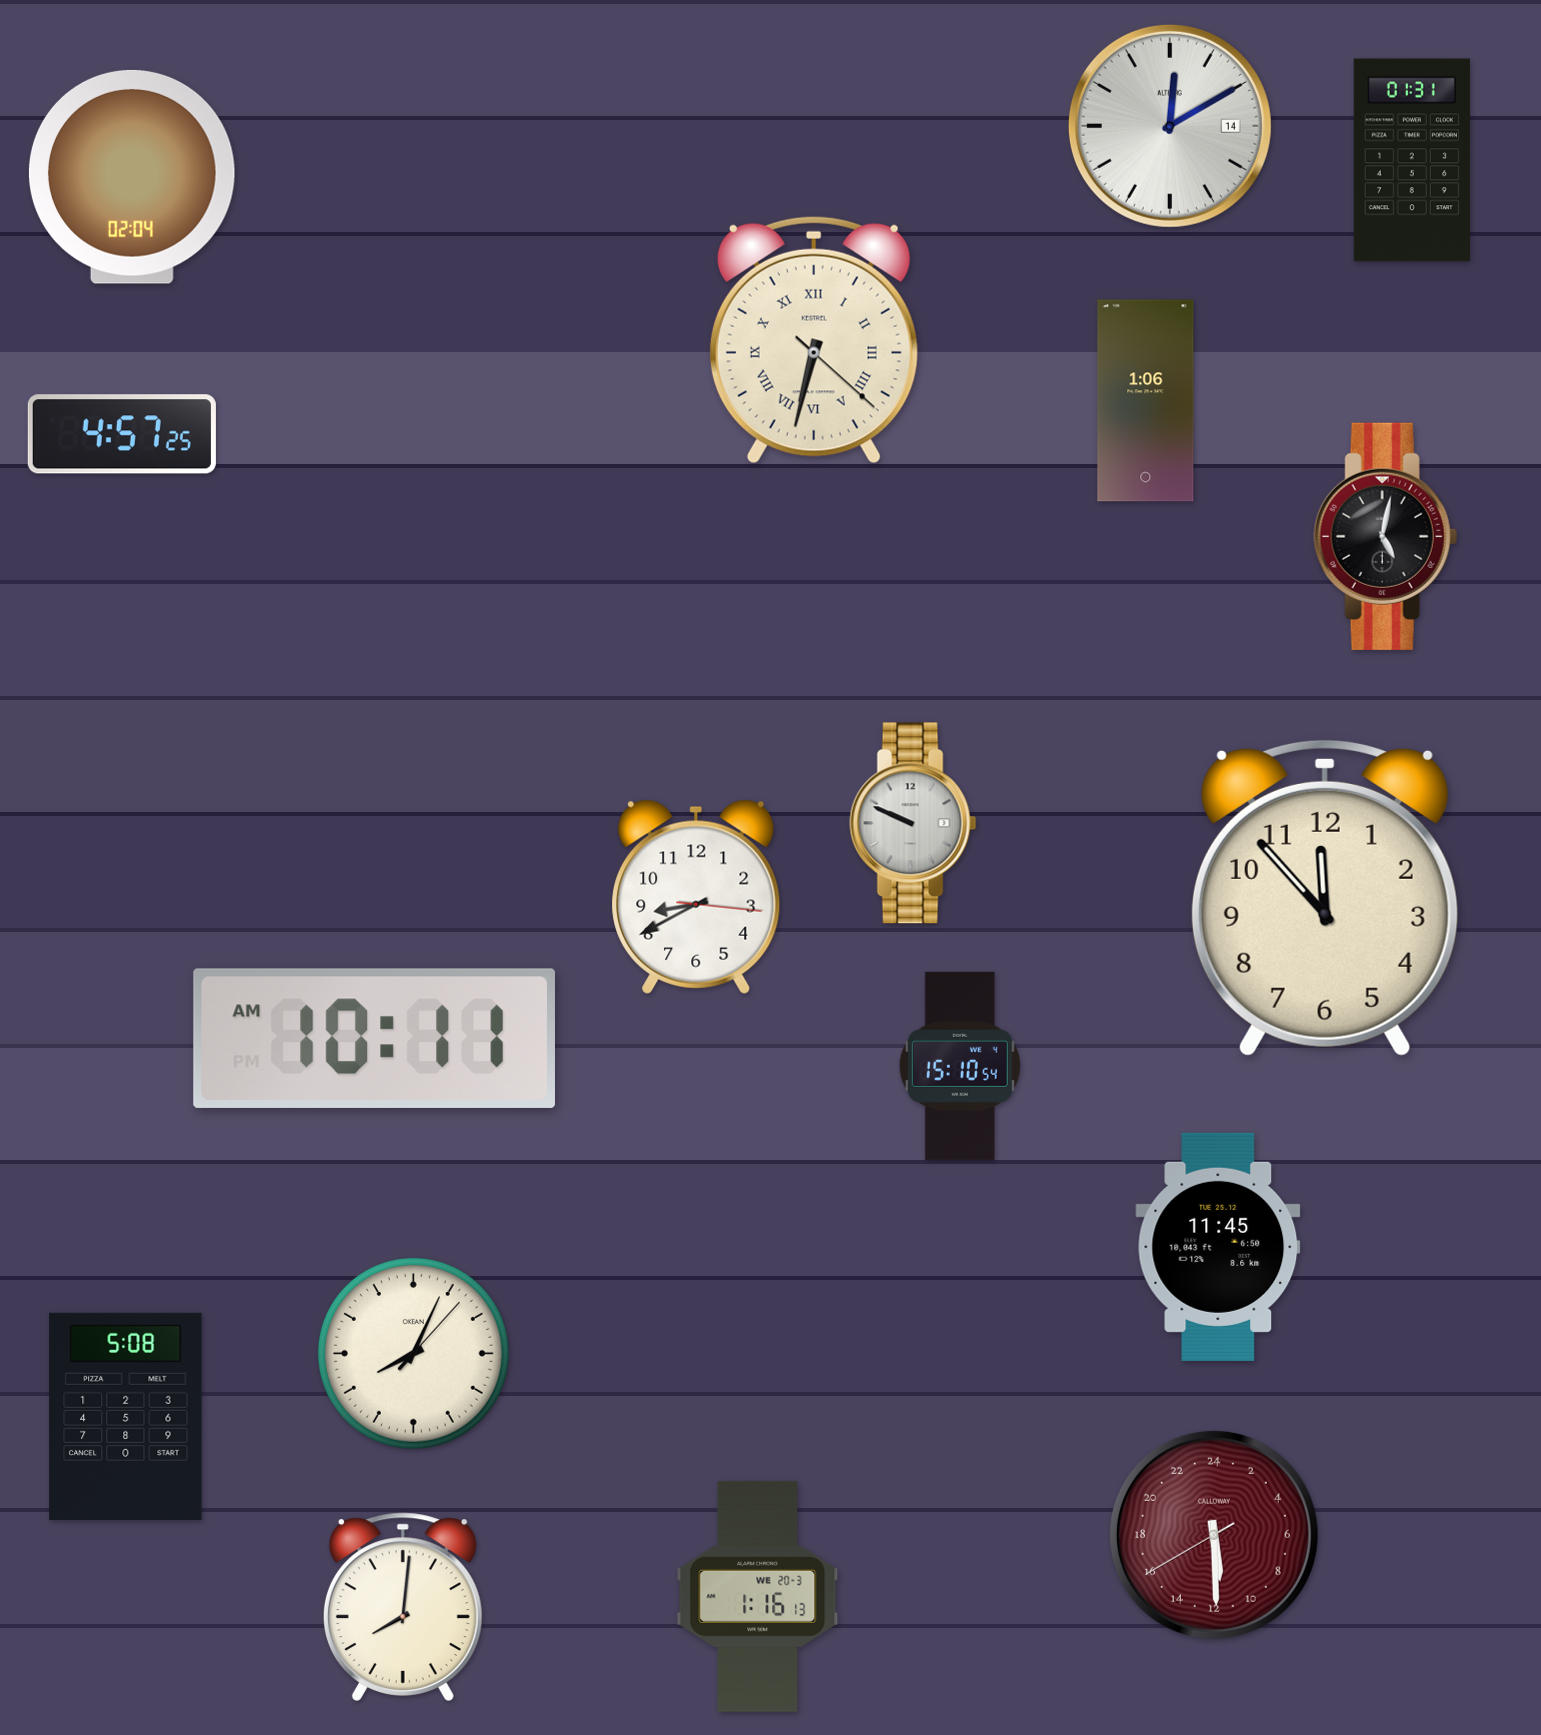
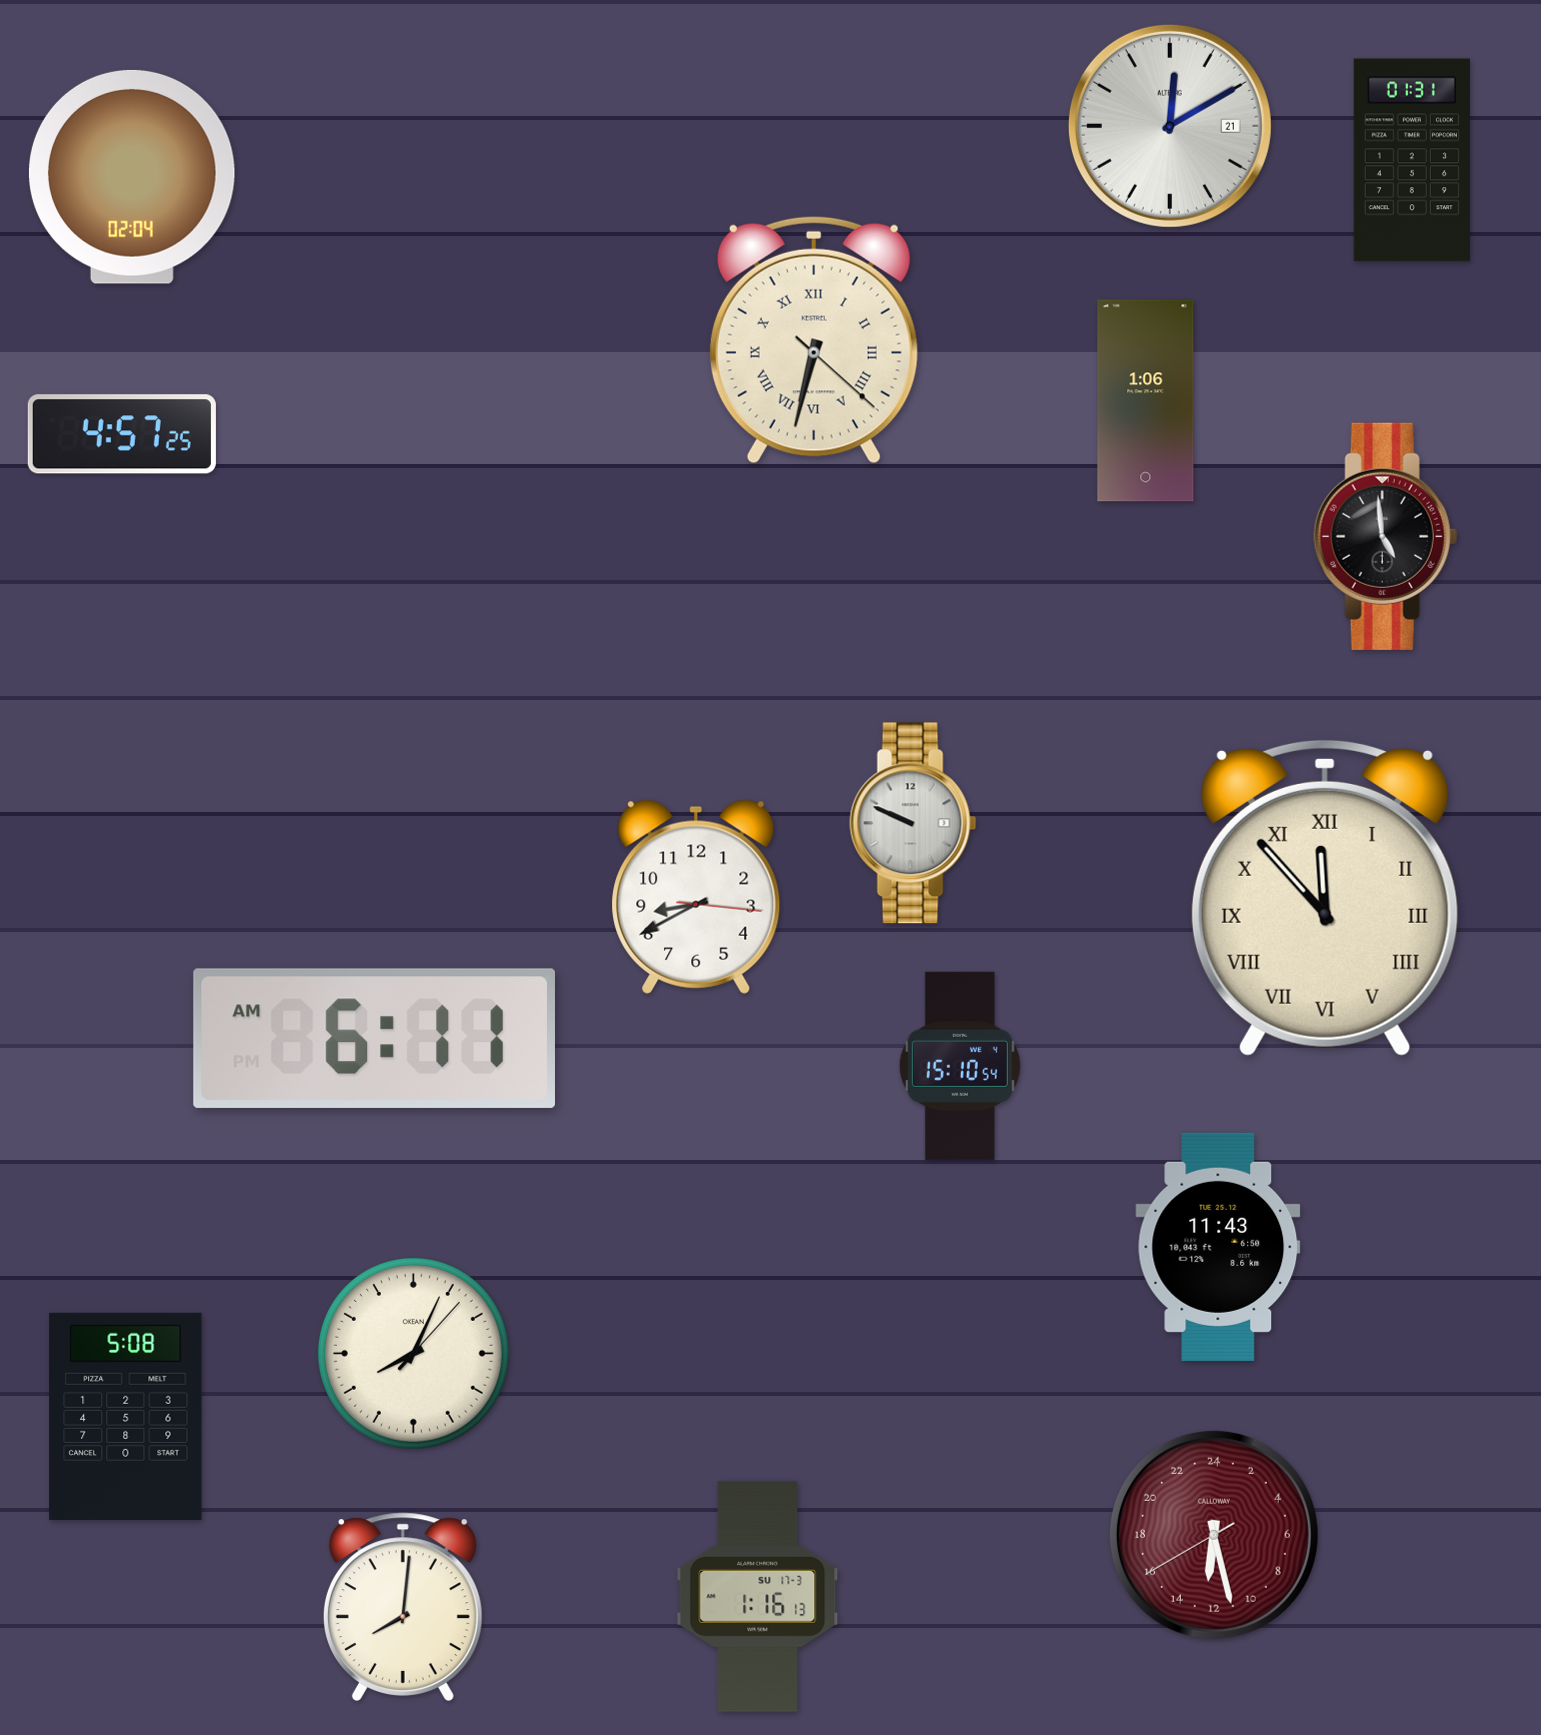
clock at (1170, 126) date: 14 -> 21
clock at (1385, 536): 5:02 -> 4:59
clock at (1325, 898) numerals: Arabic -> Roman
clock at (374, 1038): 10:11 -> 6:11
clock at (1218, 1247): 11:45 -> 11:43
clock at (1214, 1535): 11:29 -> 12:27
clock at (758, 1596) date: WE 20-3 -> SU 17-3
